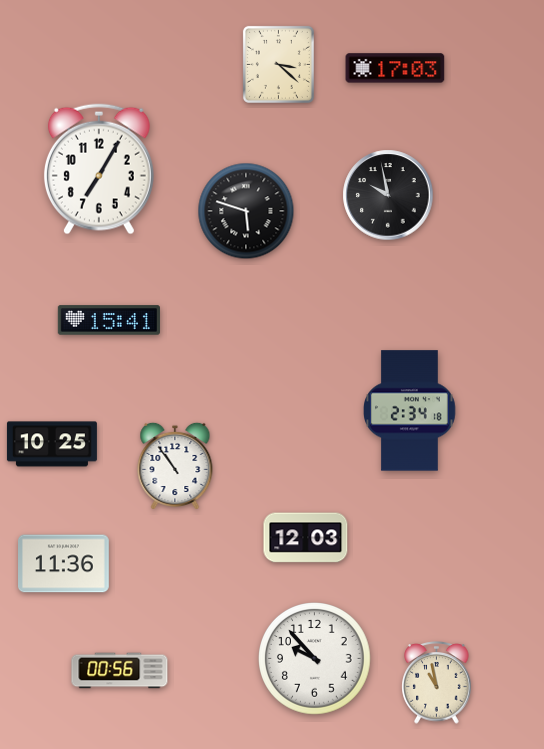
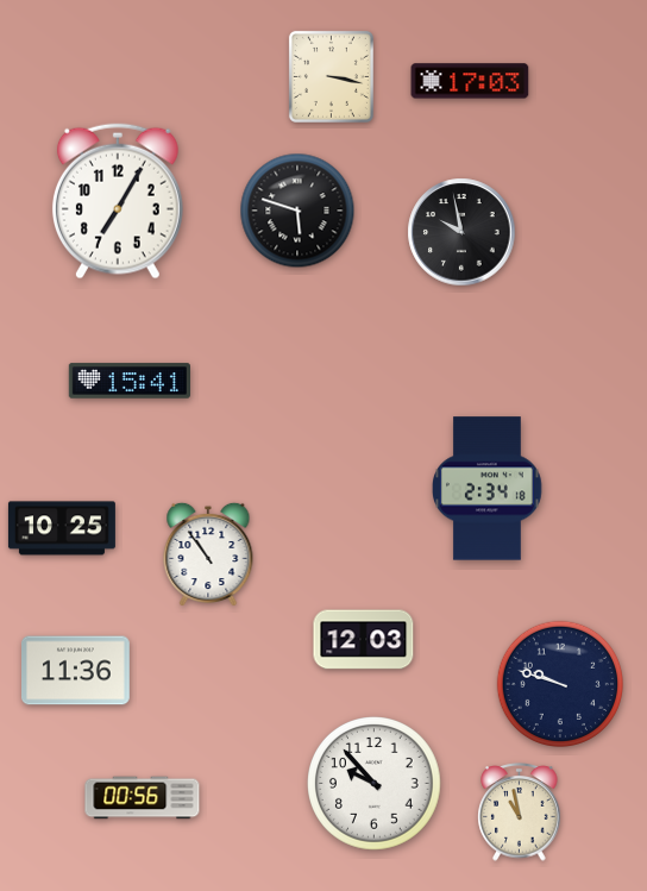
clock at (278, 64): 3:22 -> 3:17
clock at (246, 211) position: (246, 211) -> (297, 211)
clock at (559, 683): none -> 9:48
